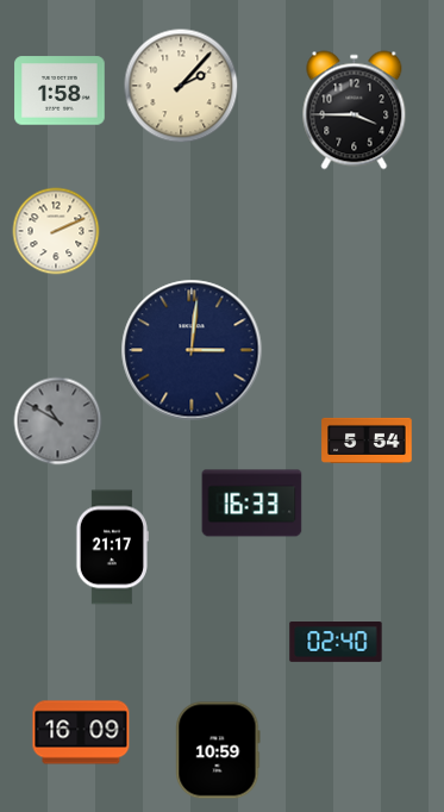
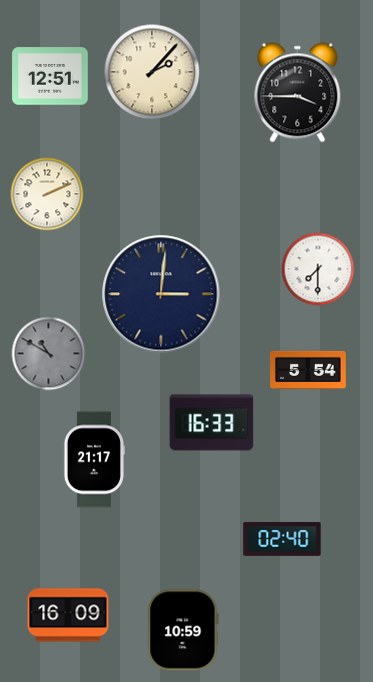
clock at (60, 90): 1:58 -> 12:51
clock at (318, 269): none -> 7:30
